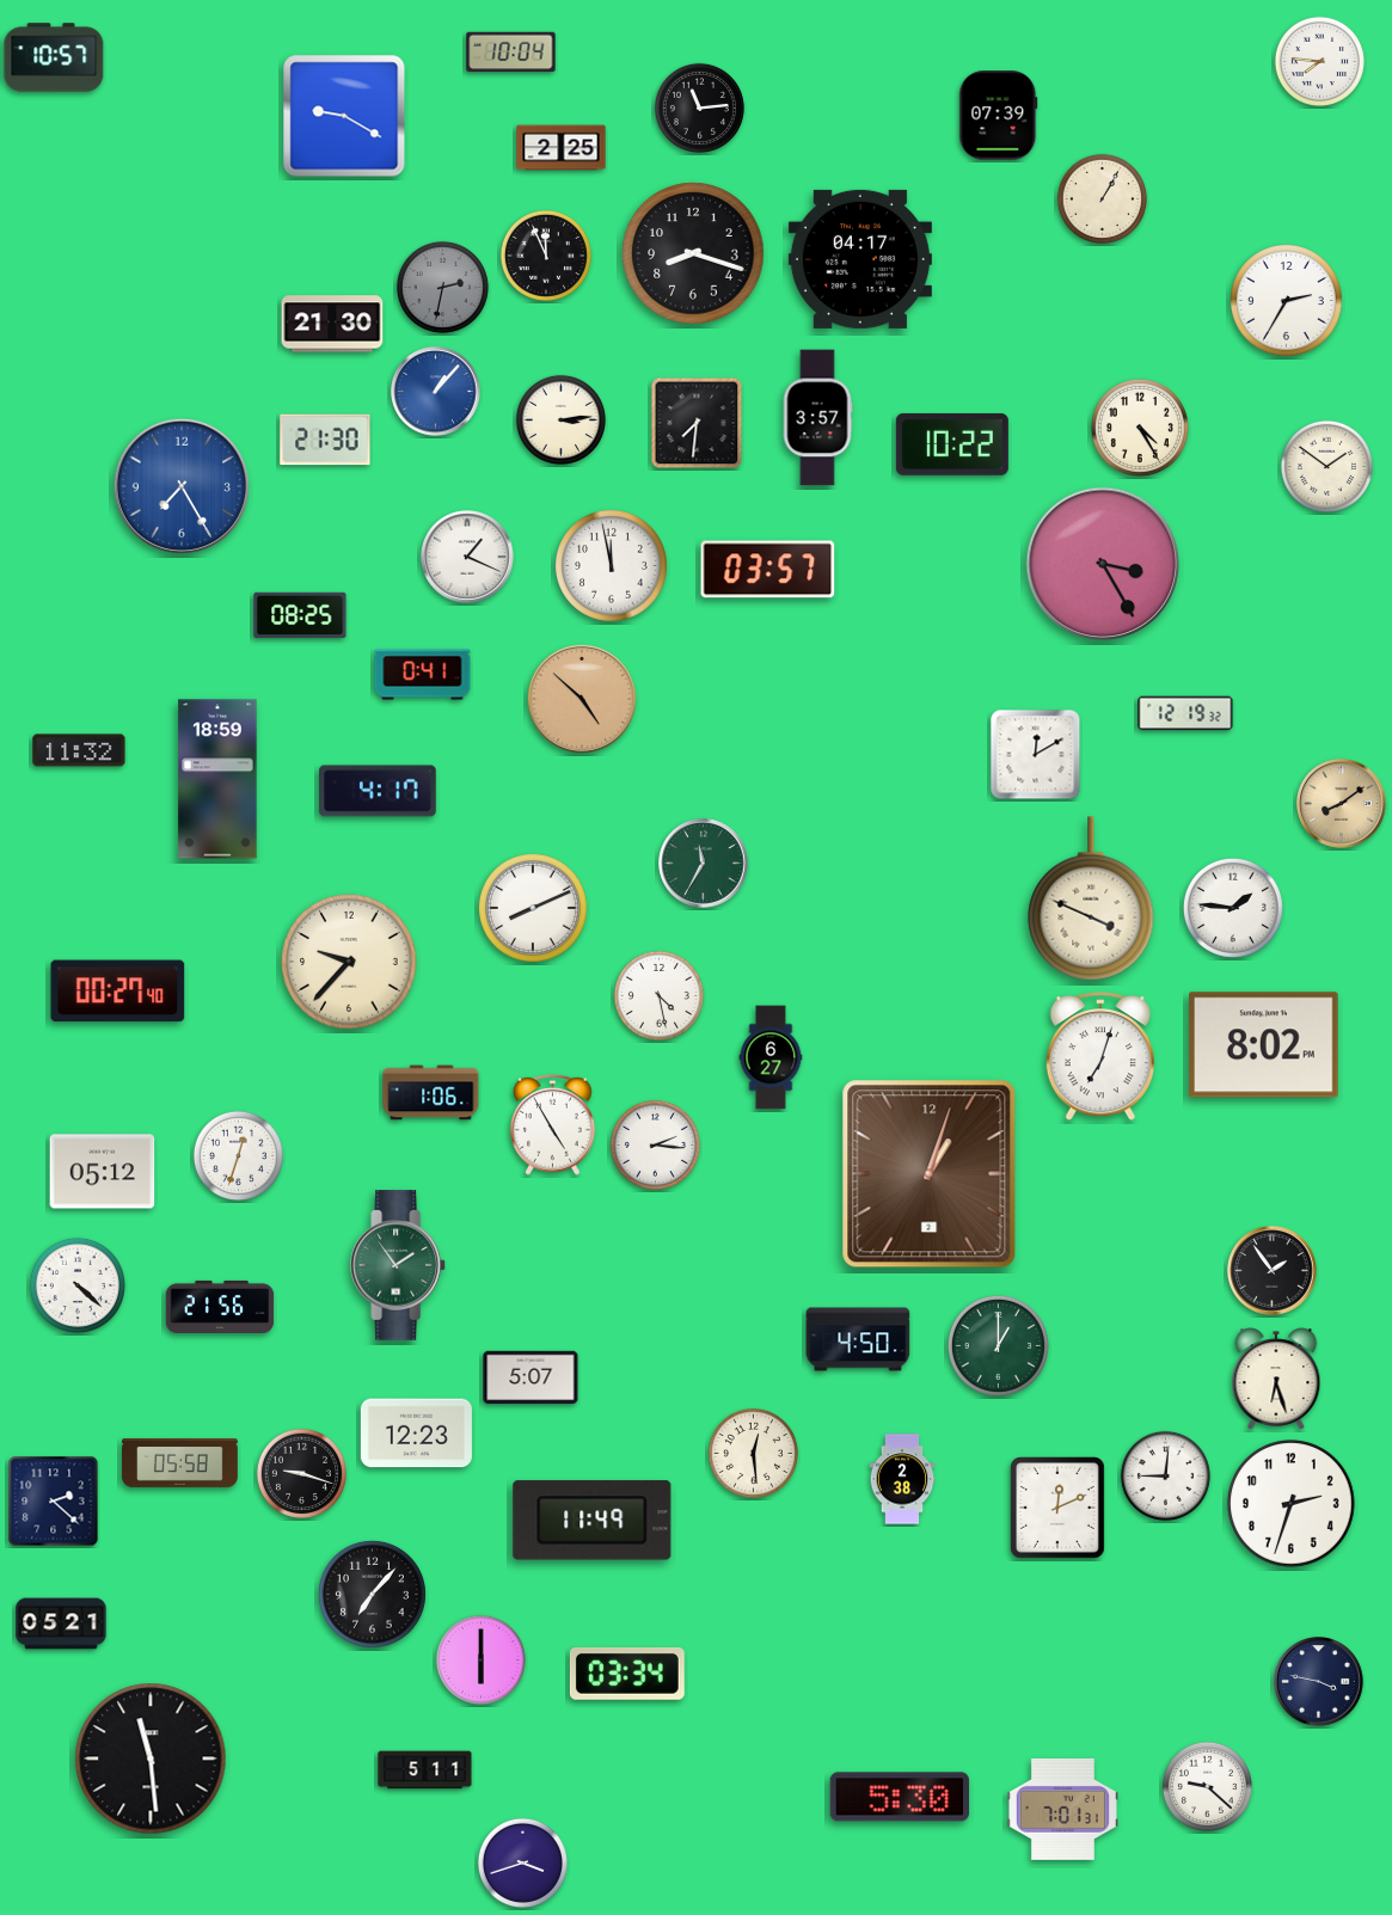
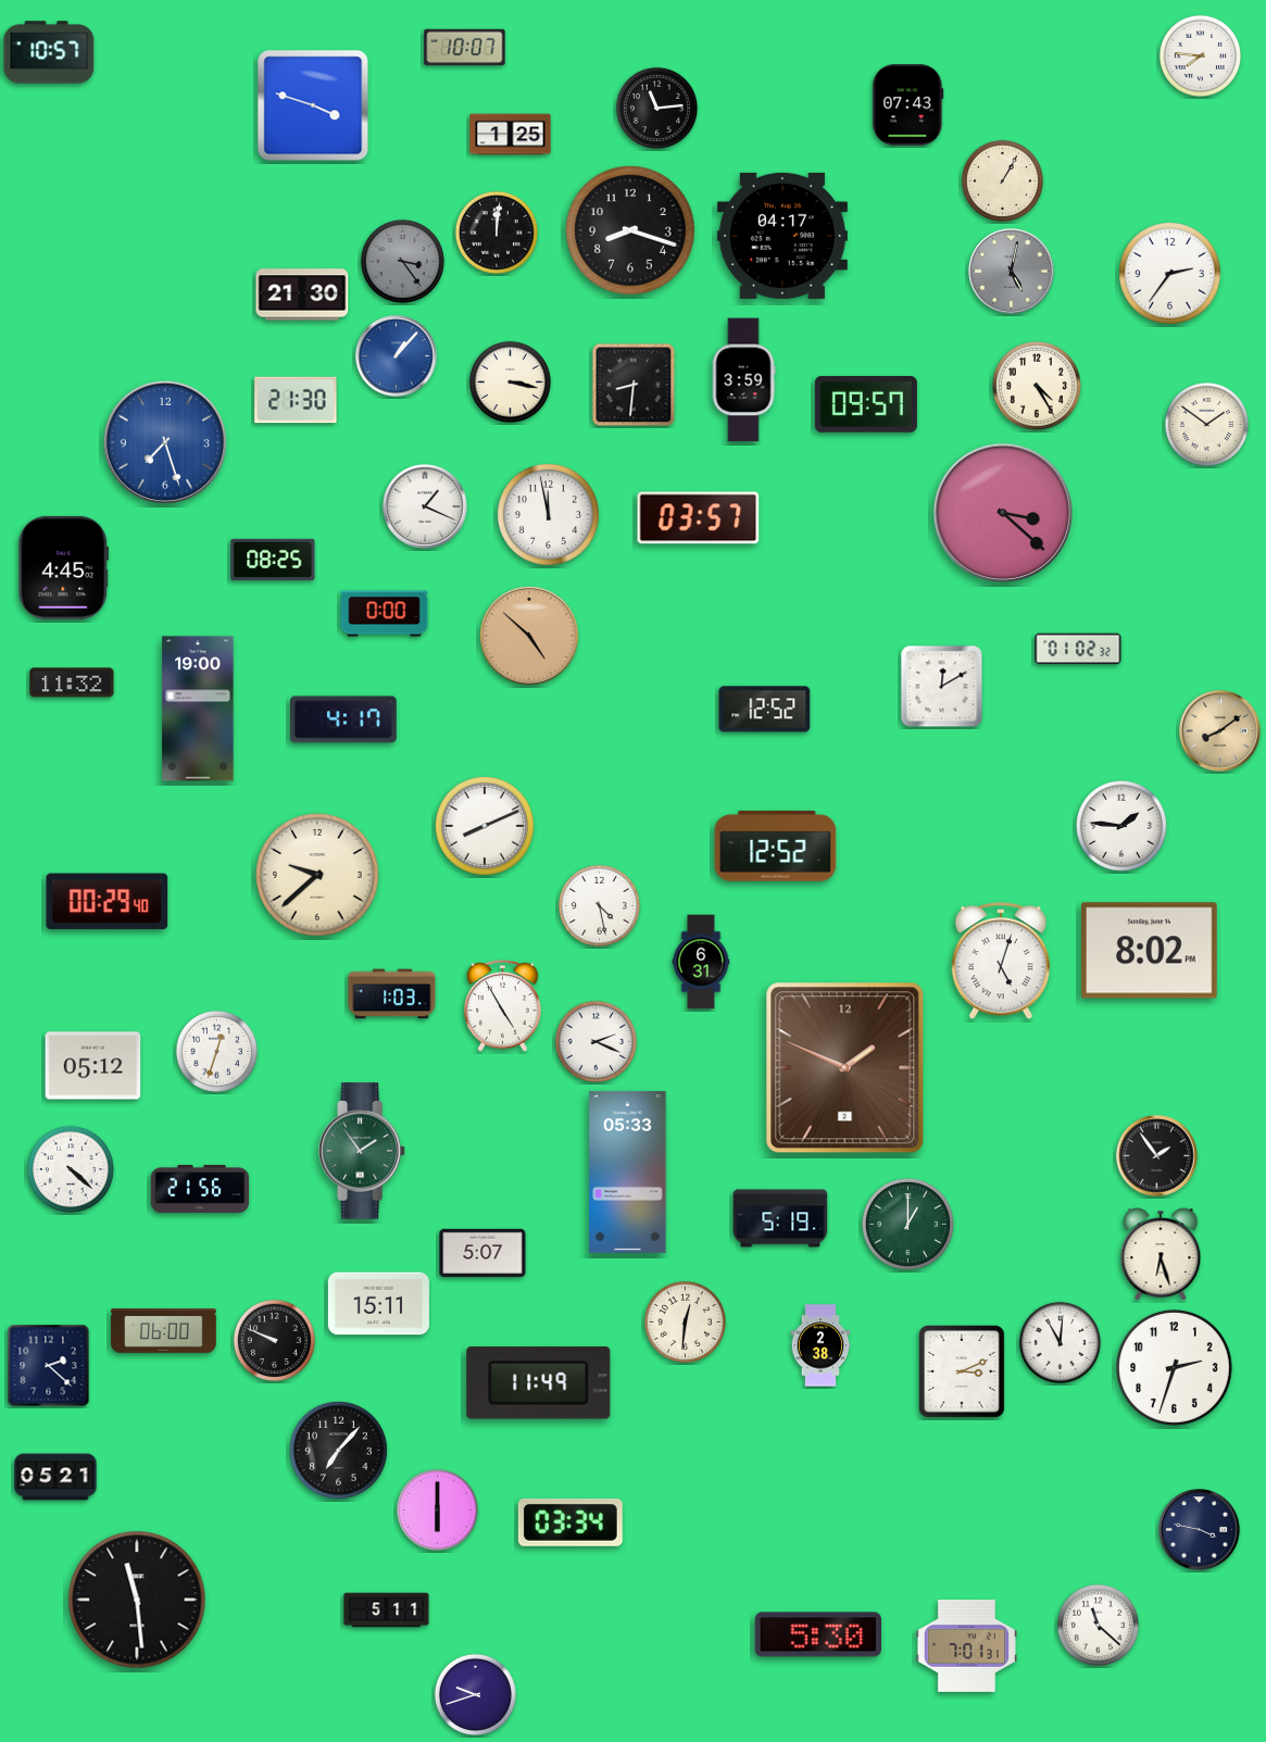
clock at (511, 53): 10:04 -> 10:07
clock at (699, 108) position: (699, 108) -> (656, 108)
clock at (344, 116): 9:20 -> 3:48
clock at (999, 116): 07:39 -> 07:43
clock at (562, 148): 2:25 -> 1:25
clock at (546, 256): 11:56 -> 12:01
clock at (442, 287): 2:32 -> 3:24
clock at (1012, 272): none -> 5:02
clock at (1286, 300): 2:35 -> 2:36
clock at (817, 418): 3:57 -> 3:59
clock at (560, 419): 3:14 -> 3:17
clock at (697, 423): 7:31 -> 8:31
clock at (1140, 428) position: (1140, 428) -> (1037, 386)
clock at (952, 444): 10:22 -> 09:57
clock at (182, 486): 7:25 -> 7:27
clock at (1102, 563): 3:25 -> 3:22
clock at (611, 565) position: (611, 565) -> (548, 514)
clock at (64, 567): none -> 4:45
clock at (423, 675): 0:41 -> 0:00
clock at (1185, 713): 12:19 -> 01:02
clock at (217, 779): 18:59 -> 19:00
clock at (765, 710): none -> 12:52
clock at (704, 864): 11:35 -> none
clock at (1091, 898): 3:49 -> none
clock at (776, 845): none -> 12:52
clock at (349, 962): 9:37 -> 9:38
clock at (118, 992): 00:27 -> 00:29
clock at (771, 1057): 6:27 -> 6:31
clock at (1100, 1057): 7:03 -> 5:03
clock at (431, 1093): 1:06 -> 1:03
clock at (553, 1124) position: (553, 1124) -> (503, 1005)
clock at (655, 1144): 2:16 -> 2:19
clock at (930, 1174): 1:03 -> 1:49
clock at (628, 1171): none -> 05:33
clock at (858, 1339): 4:50 -> 5:19
clock at (416, 1434): 12:23 -> 15:11
clock at (753, 1453): 12:29 -> 12:31
clock at (180, 1463): 05:58 -> 06:00
clock at (301, 1473): 9:18 -> 9:49
clock at (1165, 1475): 9:01 -> 11:01
clock at (1059, 1509): 12:11 -> 3:11
clock at (1207, 1786): 9:22 -> 11:22
clock at (522, 1862): 3:42 -> 9:42
